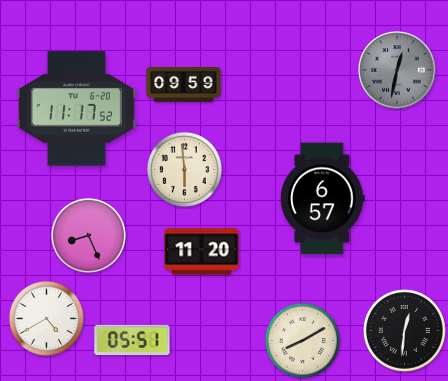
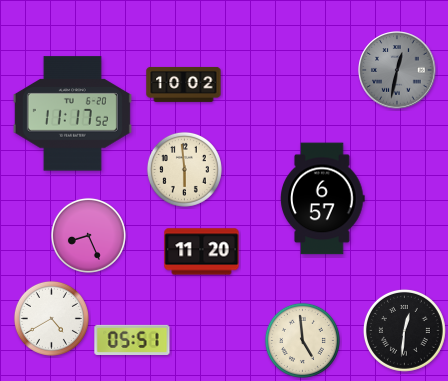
clock at (184, 84): 09:59 -> 10:02
clock at (76, 109) position: (76, 109) -> (72, 114)
clock at (46, 318) position: (46, 318) -> (51, 318)
clock at (302, 340): 8:10 -> 4:59
